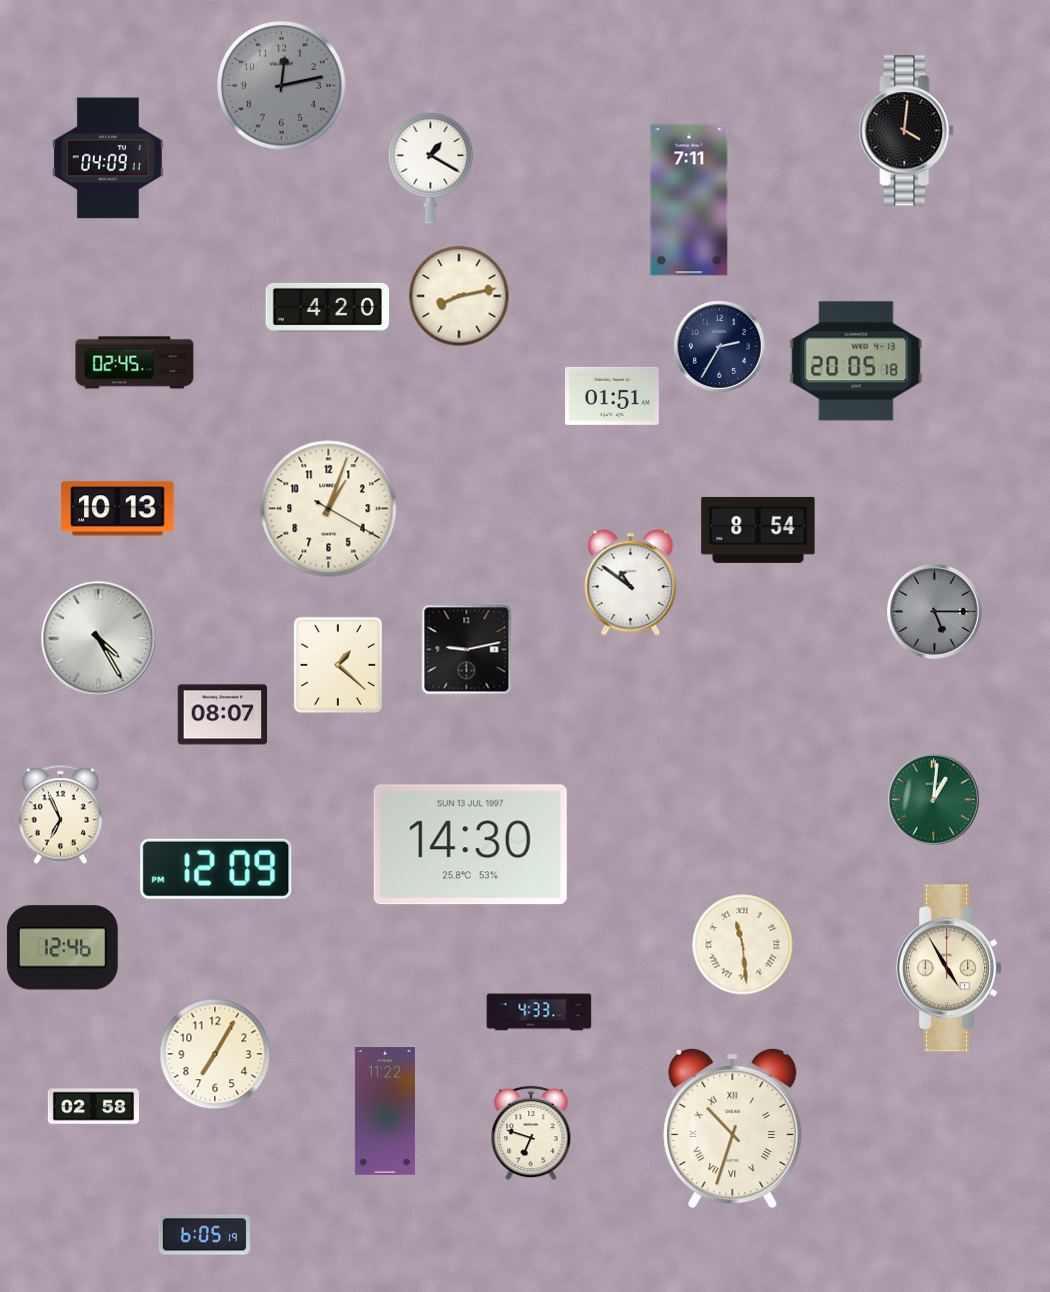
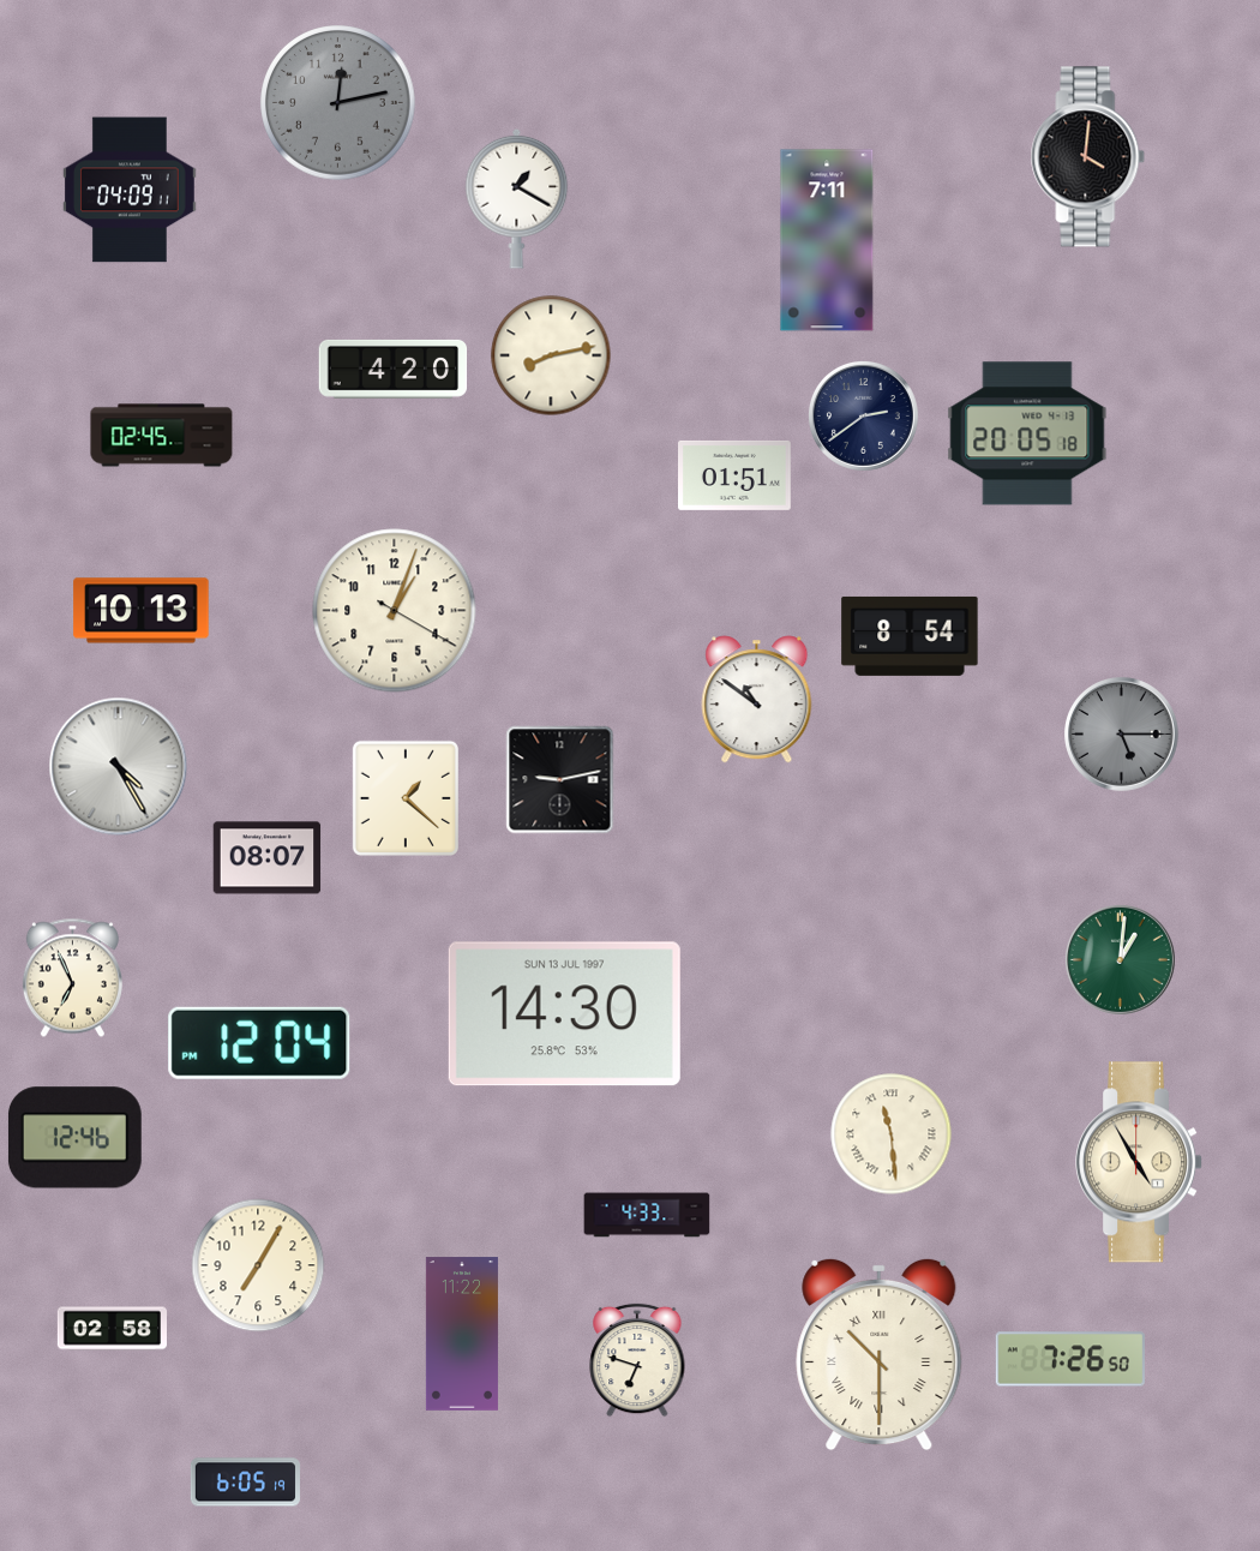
clock at (719, 346): 2:35 -> 2:39
clock at (216, 869): 12:09 -> 12:04
clock at (733, 1128): 10:33 -> 10:30
clock at (1070, 1359): none -> 7:26
